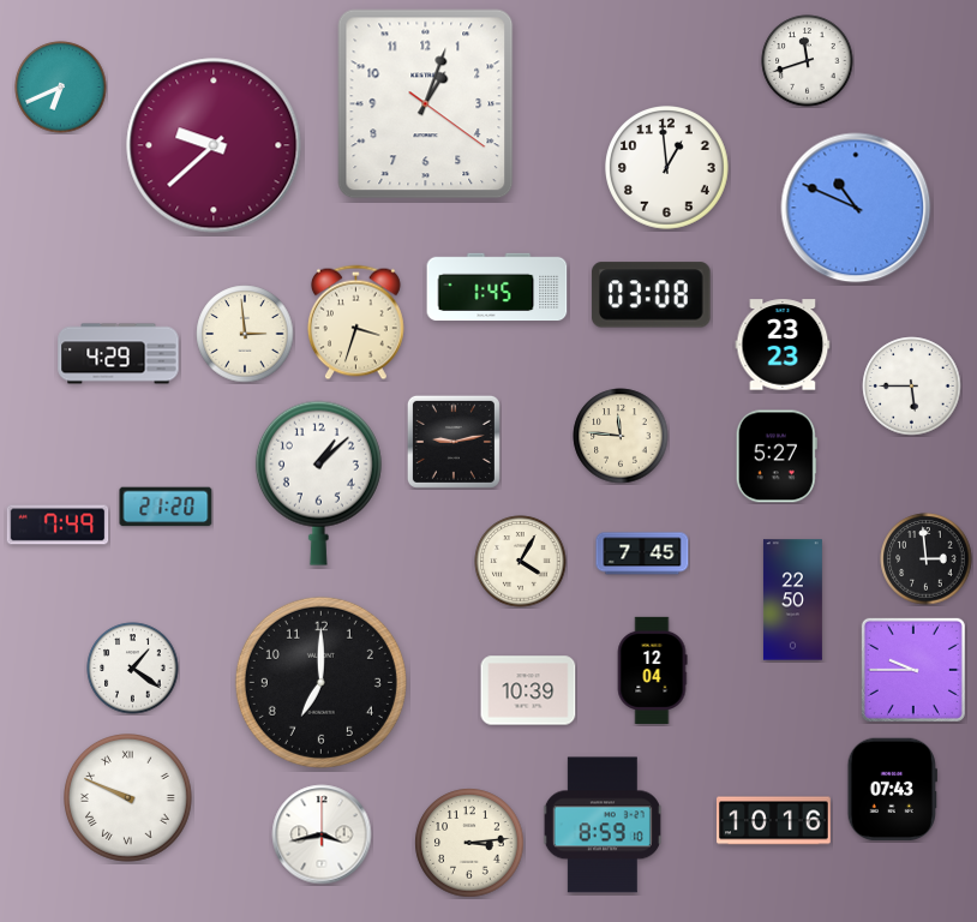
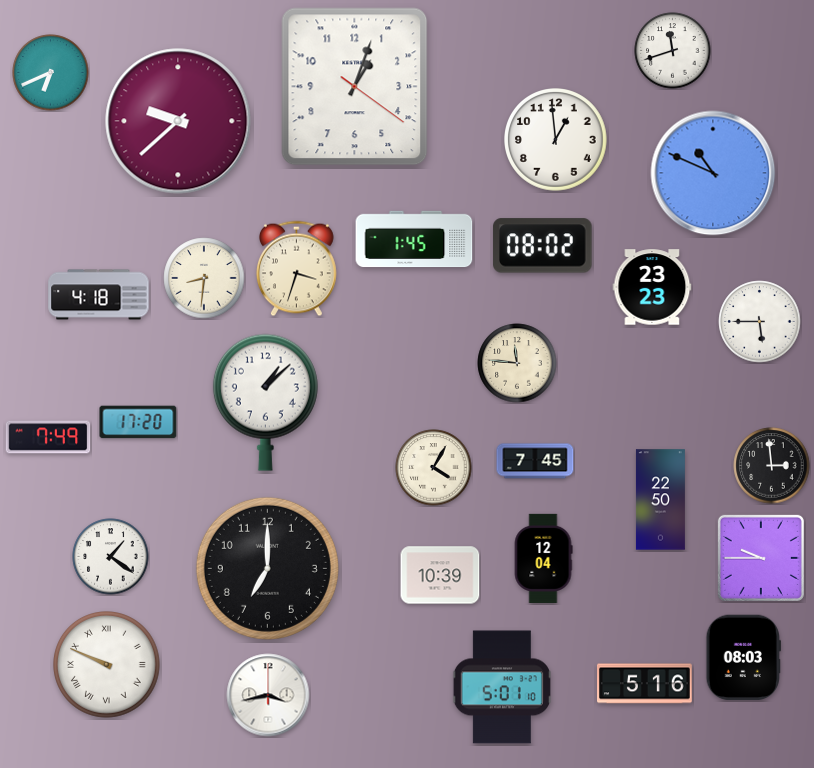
clock at (652, 295): 03:08 -> 08:02
clock at (245, 334): 2:59 -> 8:31
clock at (119, 354): 4:29 -> 4:18
clock at (454, 442): 9:13 -> none
clock at (777, 456): 5:27 -> none
clock at (166, 507): 21:20 -> 17:20
clock at (892, 790): 07:43 -> 08:03
clock at (774, 821): 10:16 -> 5:16
clock at (603, 825): 8:59 -> 5:01
clock at (469, 843): 3:14 -> none
